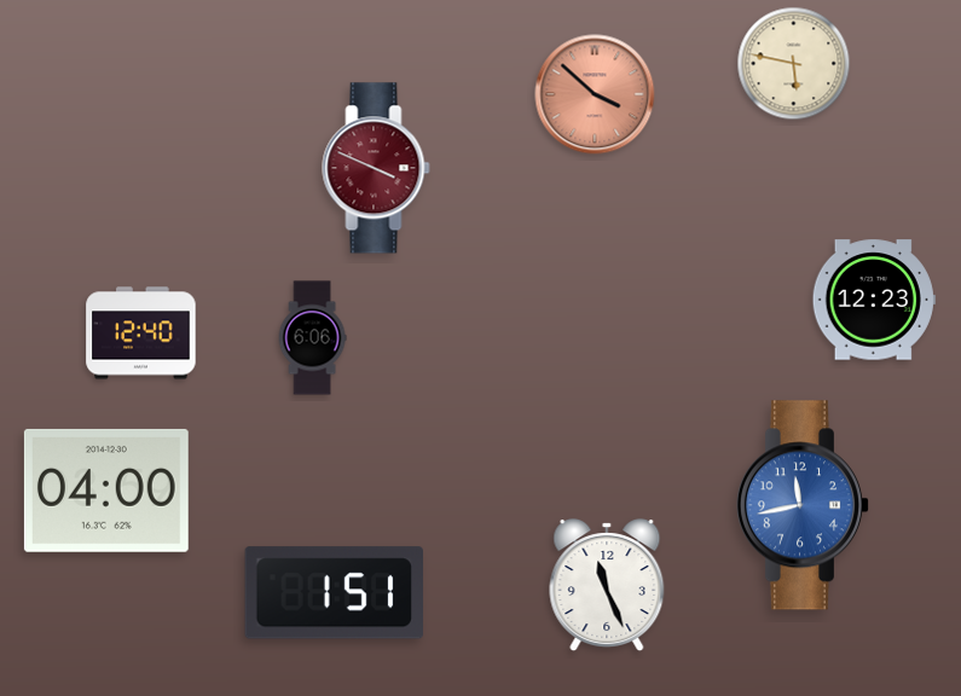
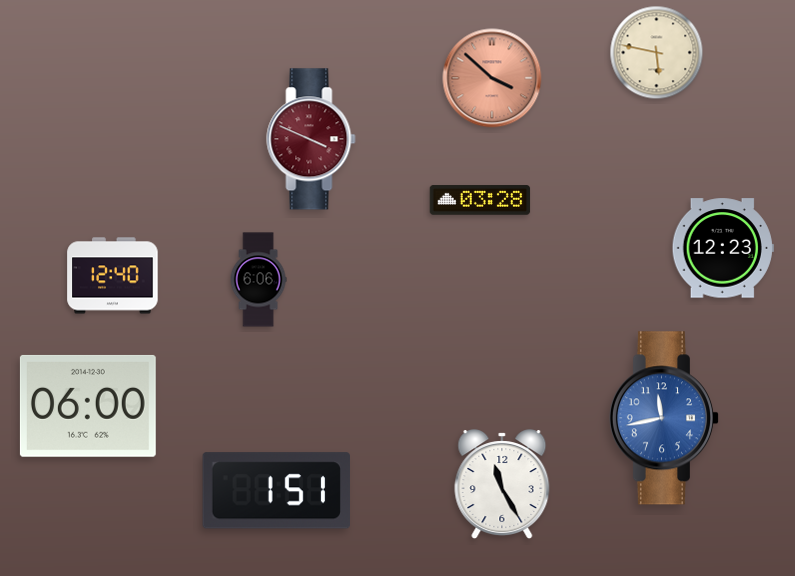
clock at (480, 200): none -> 03:28
clock at (141, 333) position: (141, 333) -> (113, 276)
clock at (106, 491): 04:00 -> 06:00
clock at (607, 586): 11:26 -> 11:25
